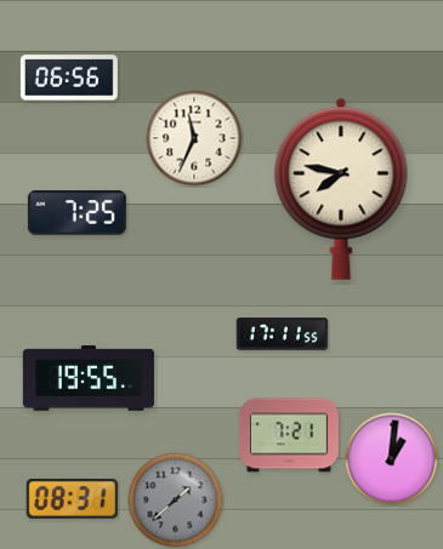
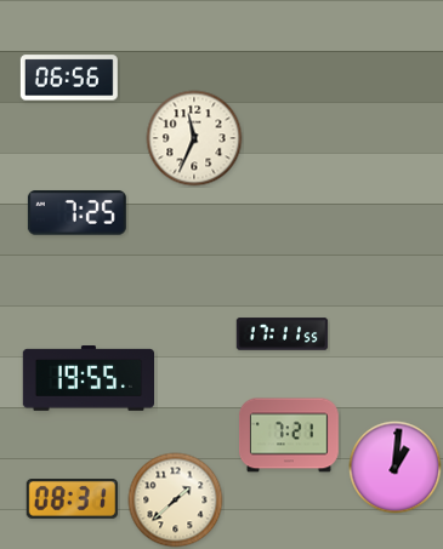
clock at (341, 189): 7:47 -> none
clock at (392, 459) position: (392, 459) -> (396, 468)
clock at (176, 501) dial: grey -> cream
